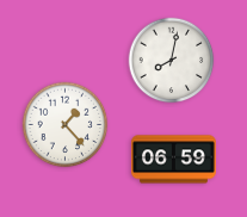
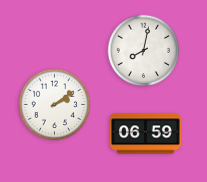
clock at (66, 125): 1:23 -> 2:09
